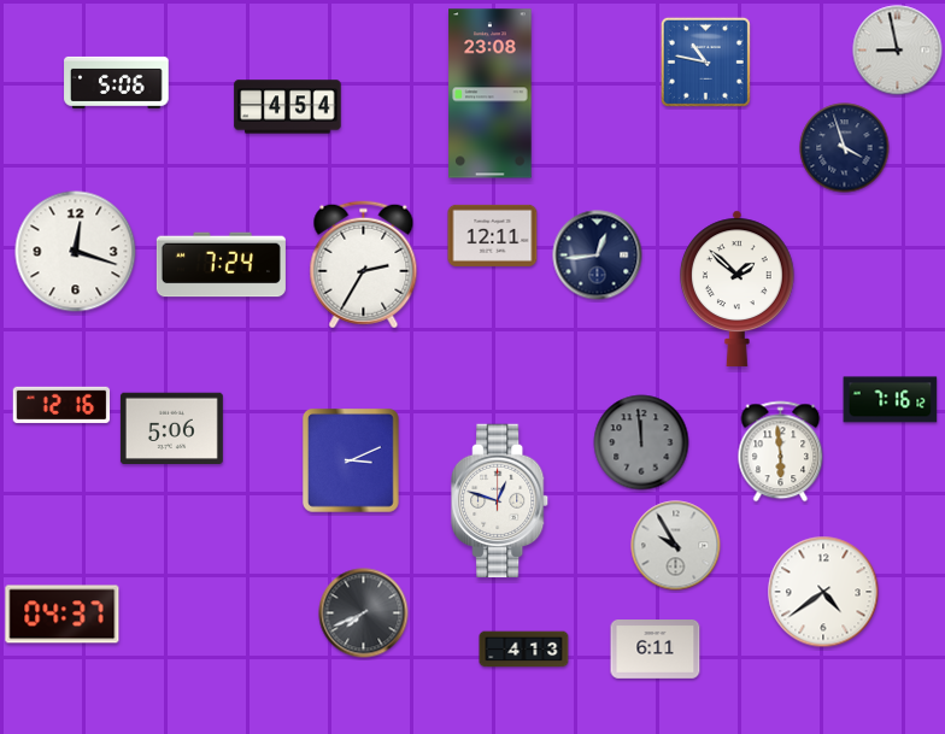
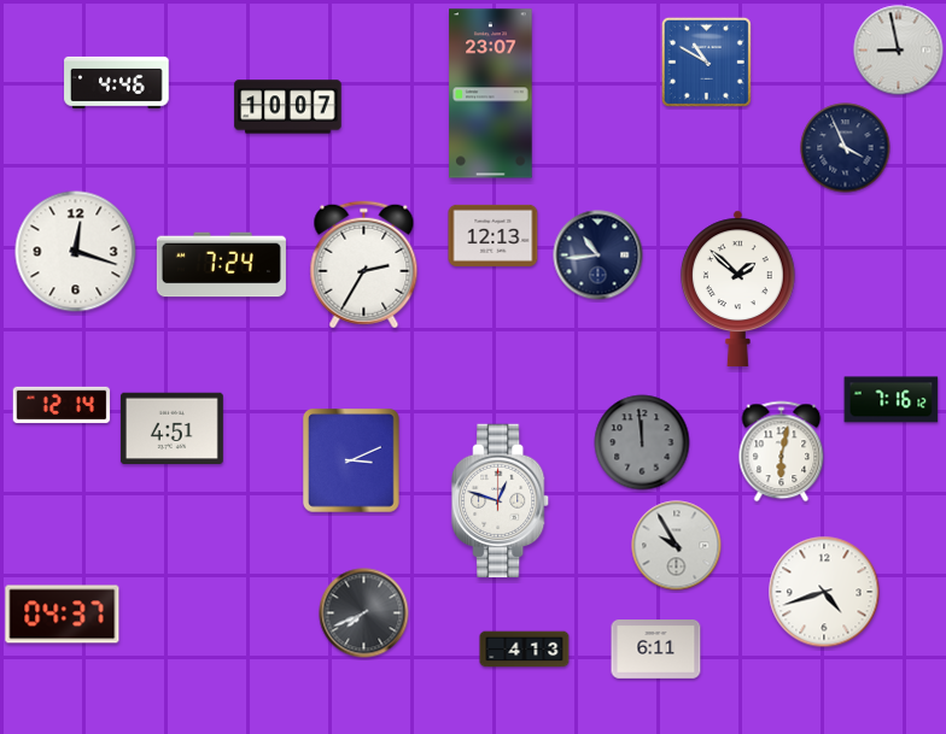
clock at (705, 61): 10:47 -> 10:50
clock at (117, 82): 5:06 -> 4:46
clock at (491, 94): 23:08 -> 23:07
clock at (288, 107): 4:54 -> 10:07
clock at (845, 148): 3:57 -> 3:56
clock at (493, 235): 12:11 -> 12:13
clock at (598, 256): 12:44 -> 10:44
clock at (61, 405): 12:16 -> 12:14
clock at (171, 429): 5:06 -> 4:51
clock at (781, 452): 5:59 -> 6:02
clock at (823, 592): 4:39 -> 4:42
